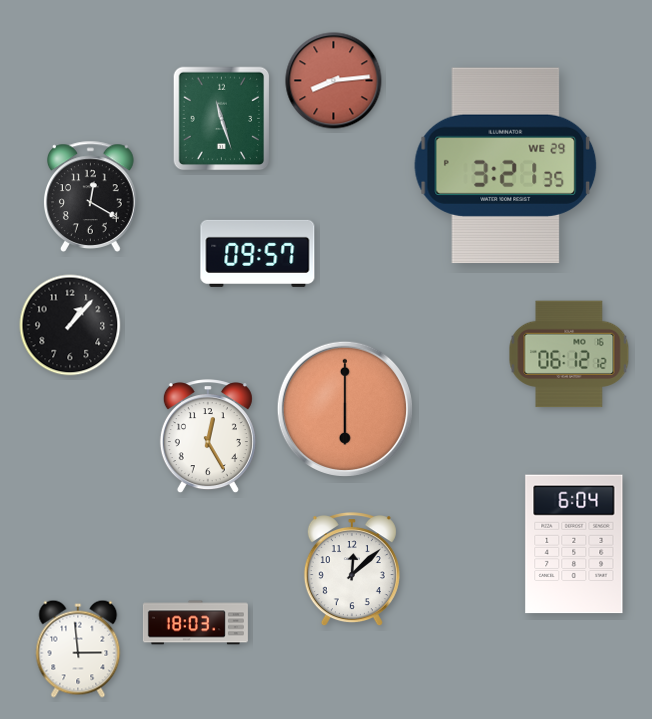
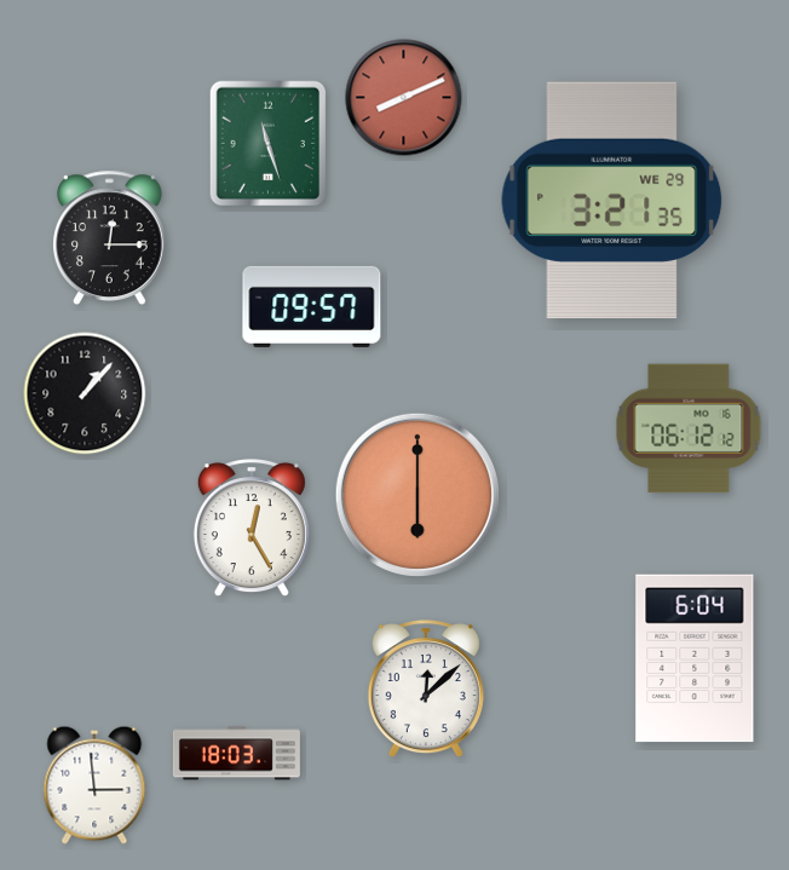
clock at (334, 81): 8:14 -> 8:11
clock at (91, 196): 12:20 -> 12:15
